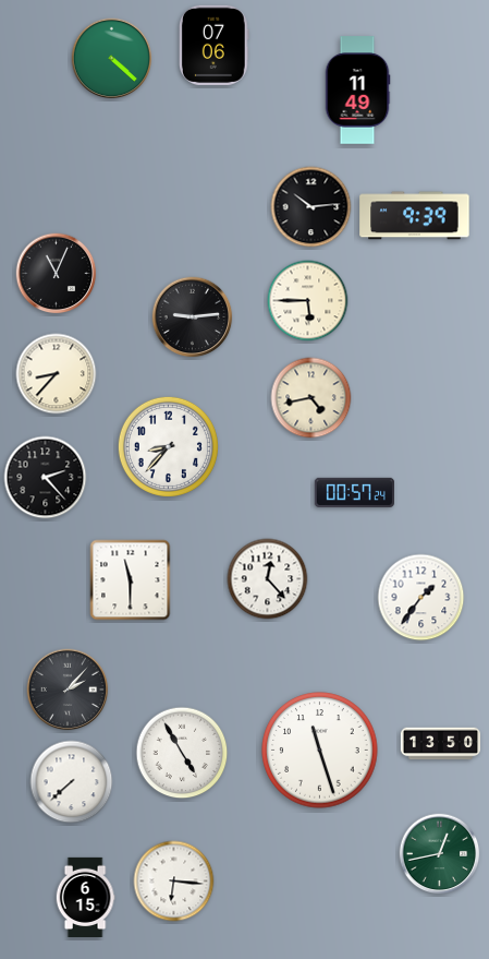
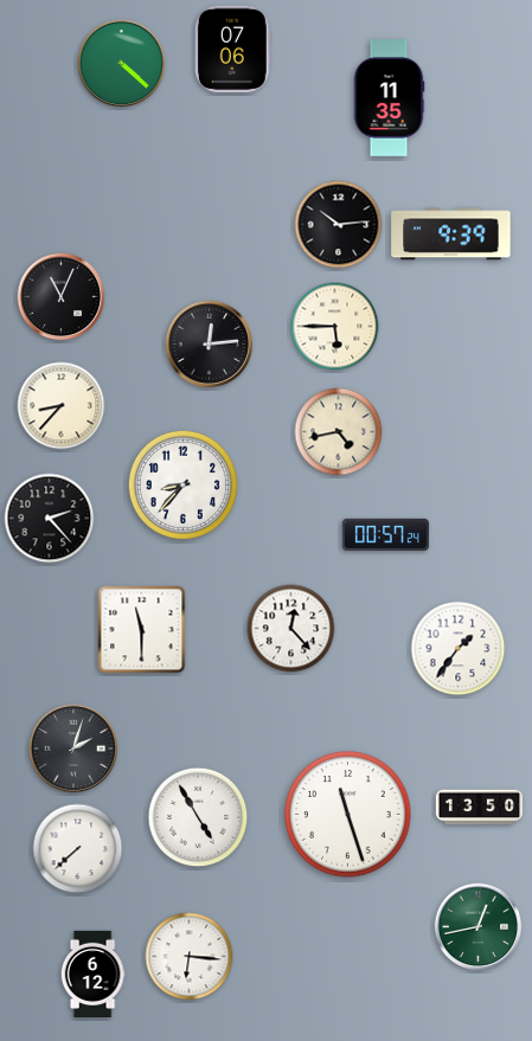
clock at (357, 91): 11:49 -> 11:35
clock at (193, 317): 9:14 -> 12:14
clock at (68, 690): 2:07 -> 2:03
clock at (85, 897): 6:15 -> 6:12
